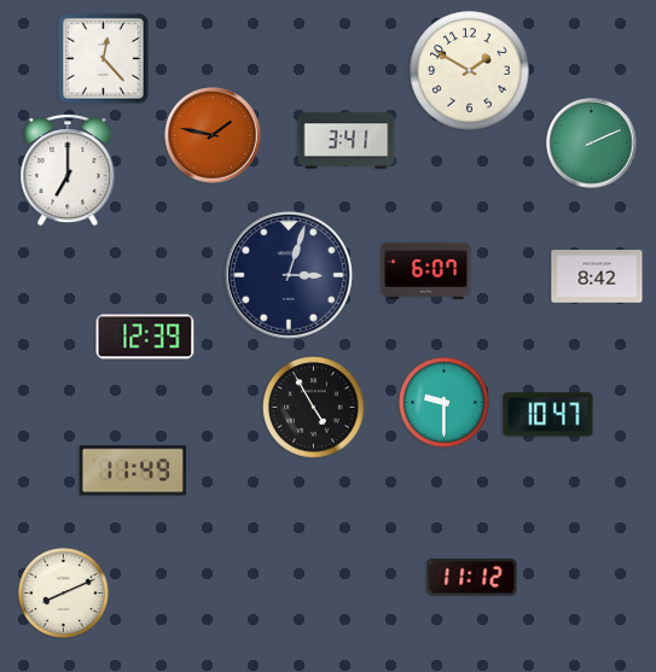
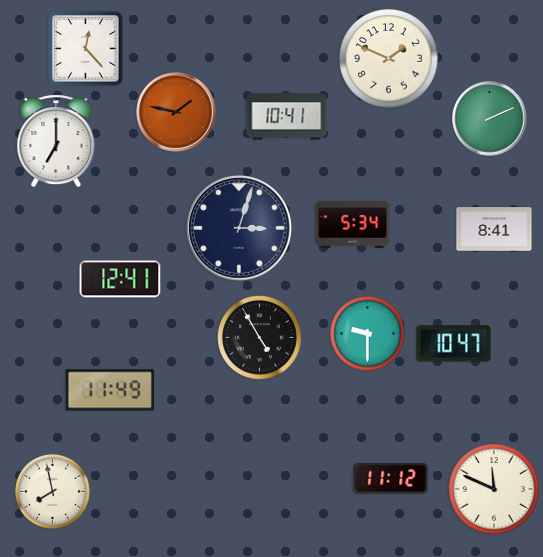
clock at (470, 71): 1:50 -> 1:49
clock at (347, 141): 3:41 -> 10:41
clock at (426, 270): 6:07 -> 5:34
clock at (597, 276): 8:42 -> 8:41
clock at (145, 337): 12:39 -> 12:41
clock at (494, 489): none -> 11:49
clock at (63, 592): 8:11 -> 7:58
